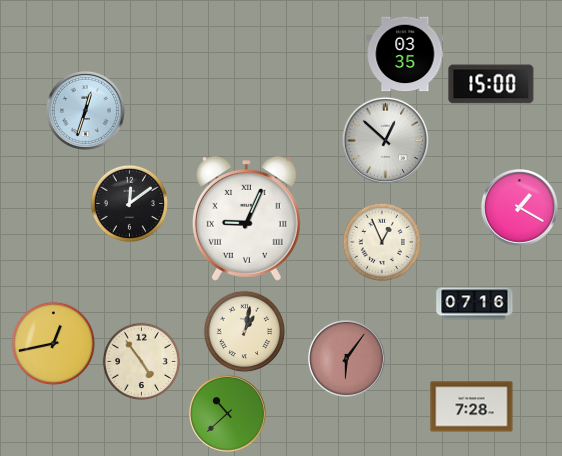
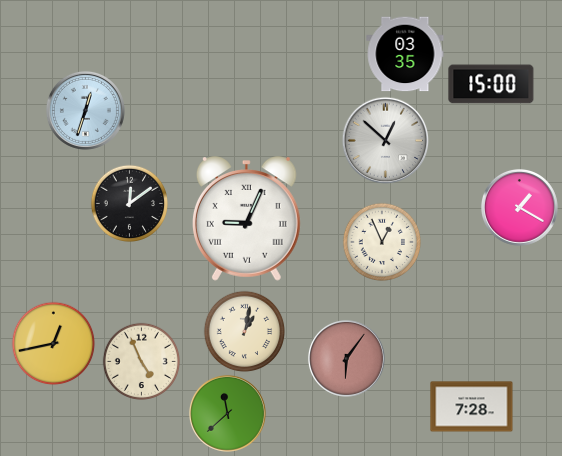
clock at (475, 304): 07:16 -> none
clock at (141, 361): 4:54 -> 4:56
clock at (227, 413): 10:38 -> 11:38
